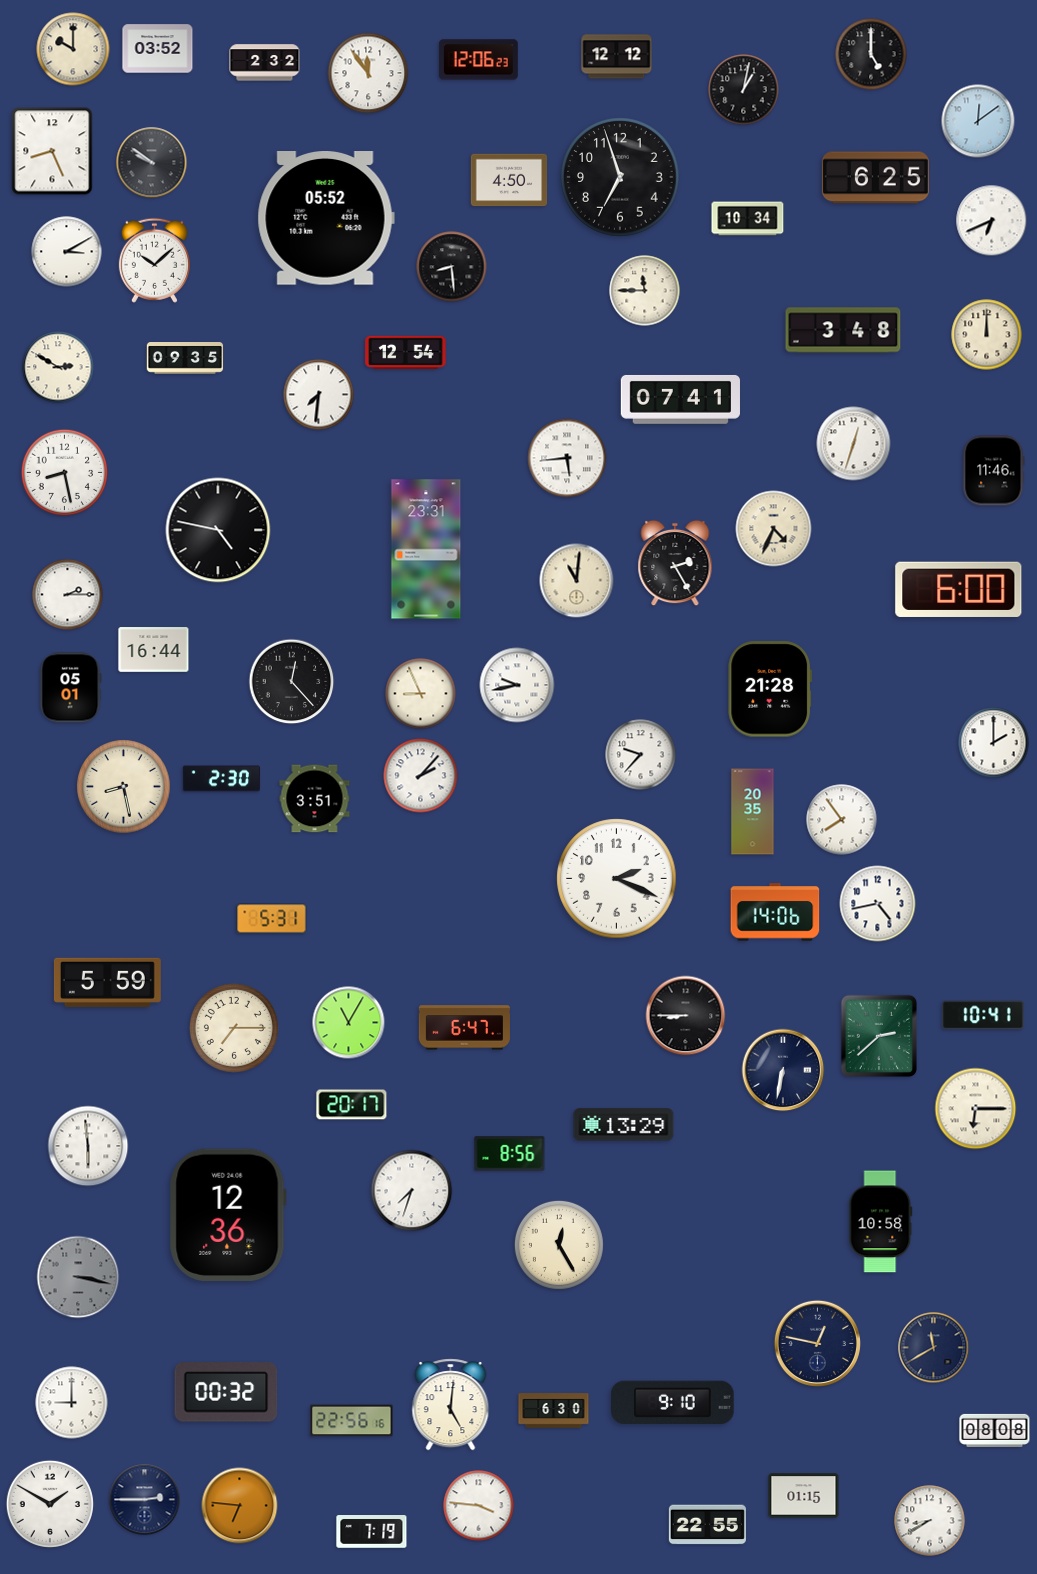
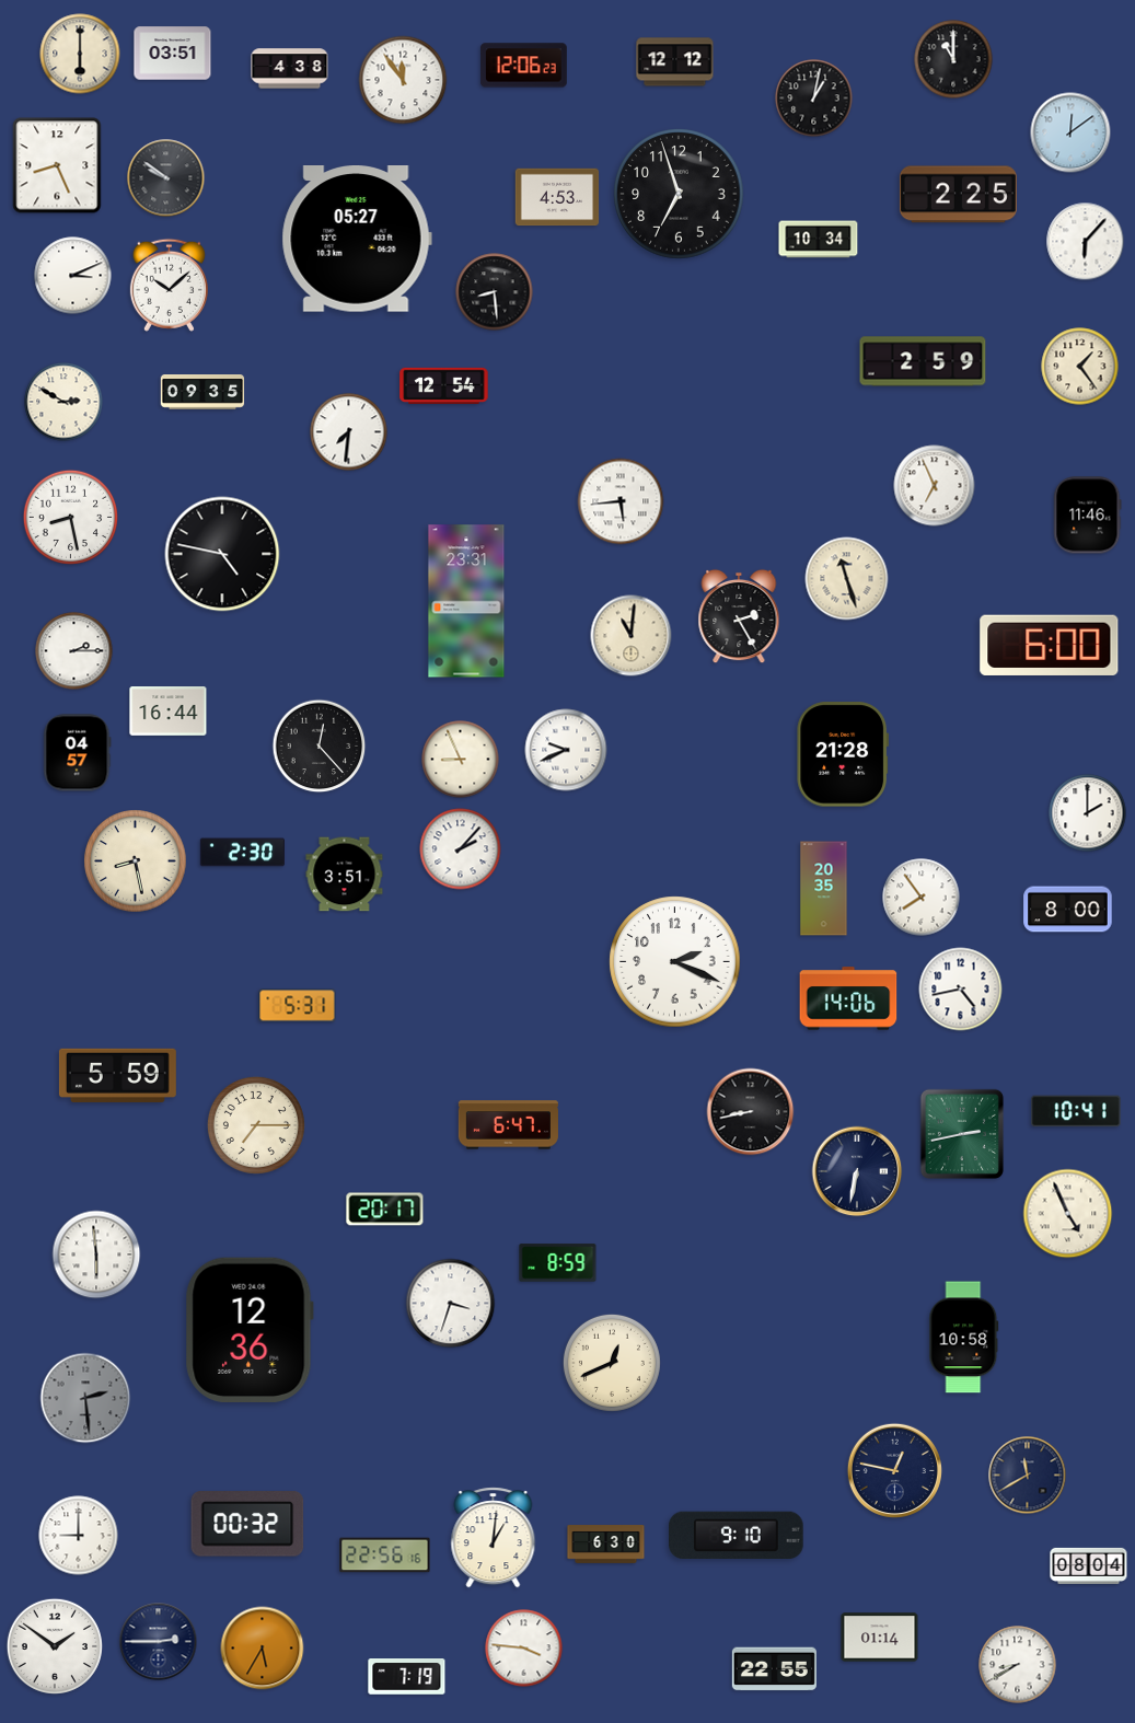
clock at (73, 49): 10:00 -> 6:00
clock at (158, 49): 03:52 -> 03:51
clock at (871, 54): 5:00 -> 11:00
clock at (265, 63): 2:32 -> 4:38
clock at (875, 178): 6:25 -> 2:25
clock at (509, 180): 4:50 -> 4:53
clock at (326, 218): 05:52 -> 05:27
clock at (992, 221): 6:41 -> 6:07
clock at (67, 252): 3:10 -> 3:11
clock at (645, 291): 11:45 -> none
clock at (843, 330): 3:48 -> 2:59
clock at (987, 335): 12:00 -> 1:24
clock at (680, 399): 07:41 -> none
clock at (854, 444): 12:33 -> 6:56
clock at (774, 529): 4:34 -> 11:27
clock at (218, 530) position: (218, 530) -> (222, 554)
clock at (517, 685): 9:43 -> 9:41
clock at (71, 688): 05:01 -> 04:57
clock at (641, 755): 9:37 -> none
clock at (1068, 910): none -> 8:00
clock at (686, 1016): 8:45 -> 8:43
clock at (349, 1023): 11:05 -> none
clock at (878, 1035): 2:38 -> 2:43
clock at (976, 1109): 6:15 -> 4:56
clock at (624, 1125): 13:29 -> none
clock at (510, 1154): 8:56 -> 8:59
clock at (412, 1191): 7:33 -> 3:33
clock at (559, 1245): 12:25 -> 12:41
clock at (78, 1277): 3:17 -> 2:29
clock at (934, 1348) position: (934, 1348) -> (1028, 1476)
clock at (451, 1405): 5:01 -> 1:01
clock at (995, 1430): 08:08 -> 08:04
clock at (804, 1496): 01:15 -> 01:14
clock at (50, 1504): 1:50 -> 1:51
clock at (240, 1506): 6:46 -> 5:35
